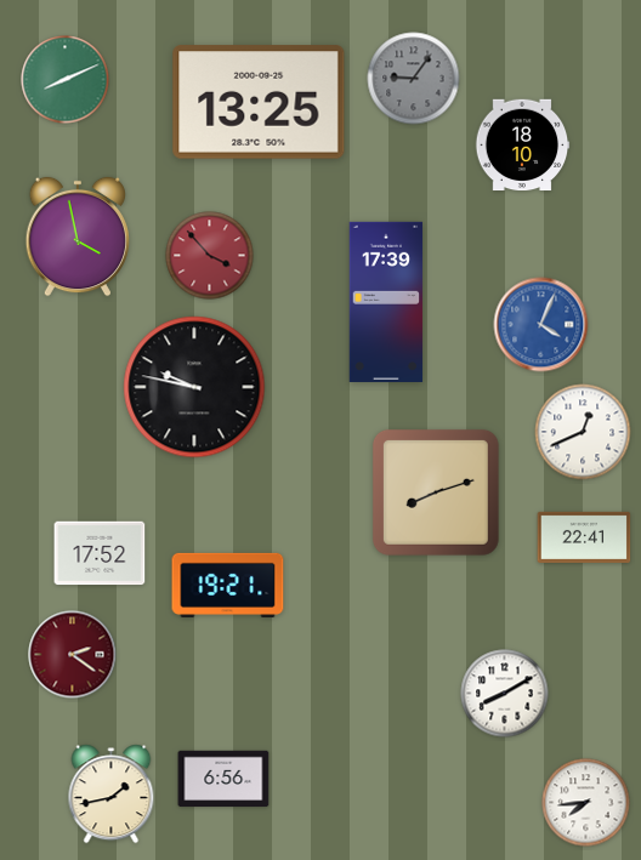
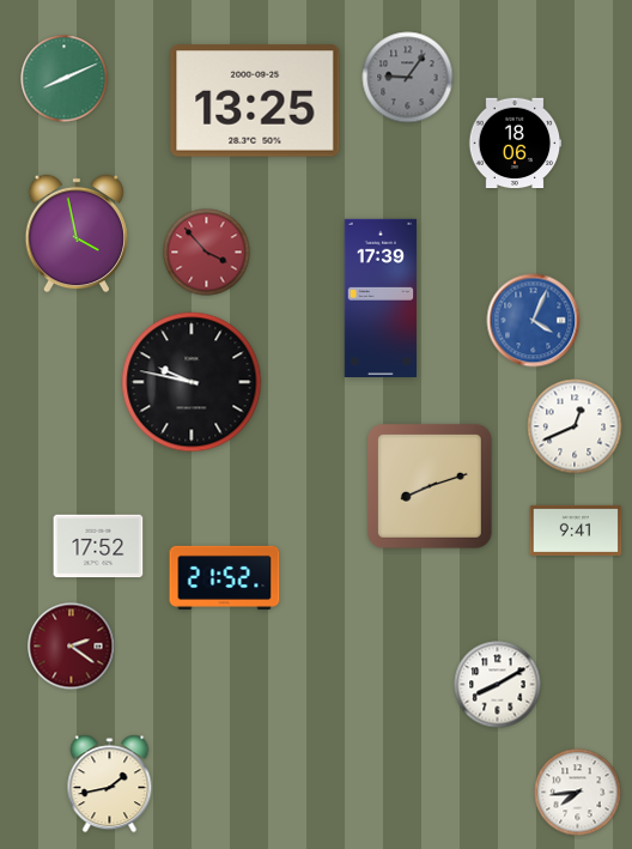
clock at (522, 146): 18:10 -> 18:06
clock at (584, 537): 22:41 -> 9:41
clock at (228, 585): 19:21 -> 21:52
clock at (223, 779): 6:56 -> none
